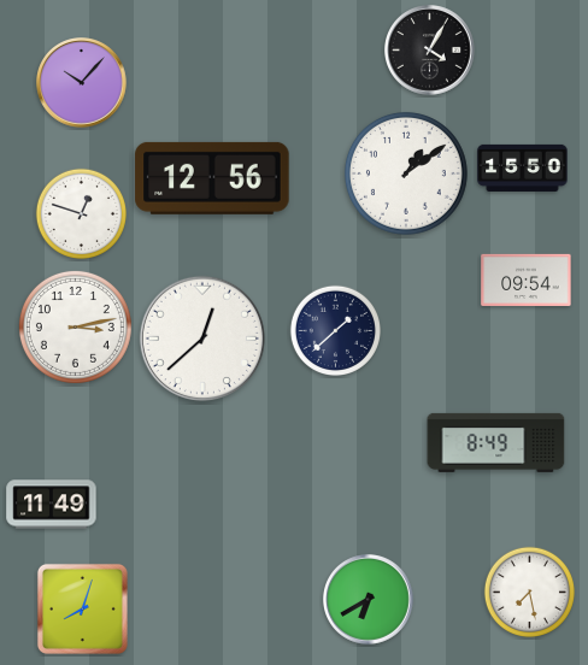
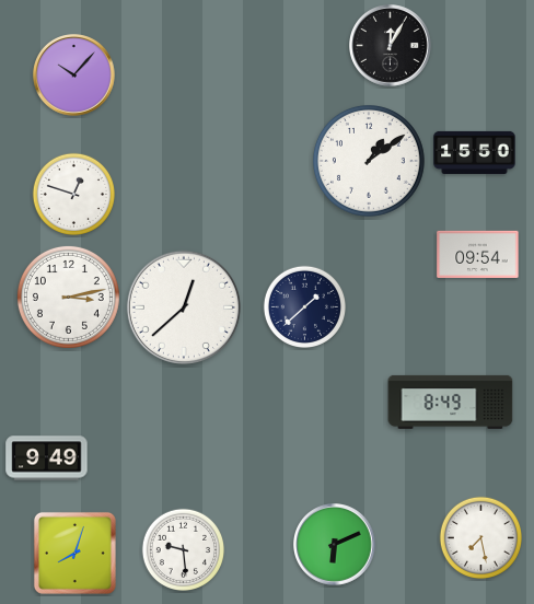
clock at (430, 51): 4:05 -> 12:05
clock at (406, 173) position: (406, 173) -> (369, 161)
clock at (212, 178): 12:56 -> none
clock at (335, 330) position: (335, 330) -> (304, 306)
clock at (52, 505): 11:49 -> 9:49
clock at (369, 600): 6:40 -> 6:11
clock at (183, 549): none -> 9:29
